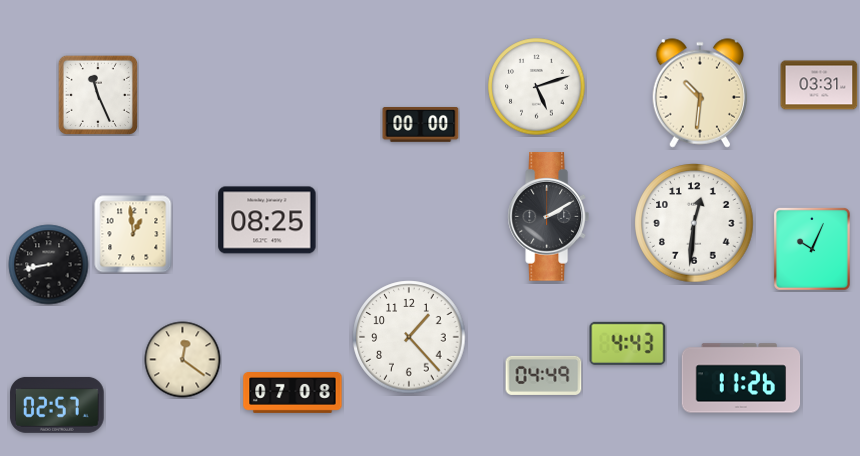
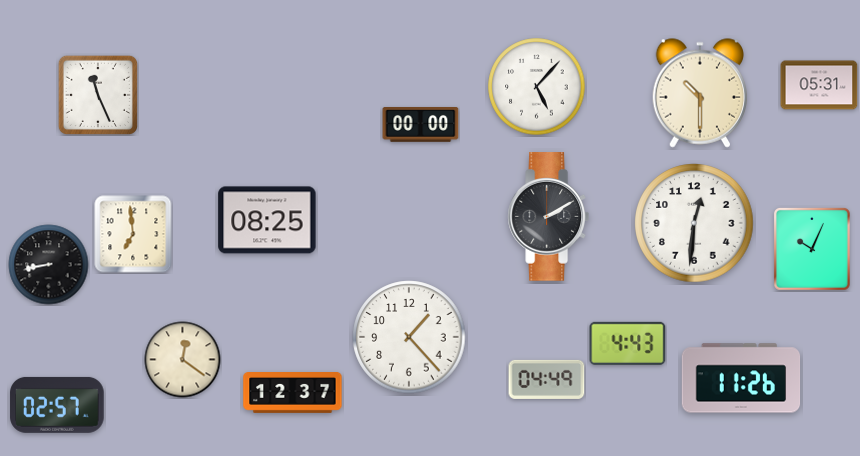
clock at (819, 85): 03:31 -> 05:31
clock at (537, 87): 5:12 -> 5:07
clock at (700, 93): 10:31 -> 10:30
clock at (133, 234): 12:59 -> 6:59
clock at (544, 375) position: (544, 375) -> (547, 379)
clock at (293, 393): 07:08 -> 12:37
